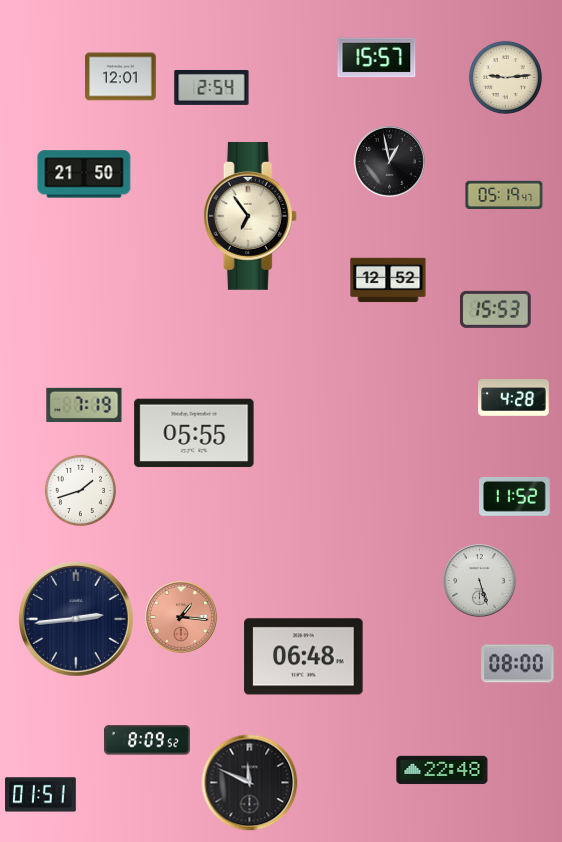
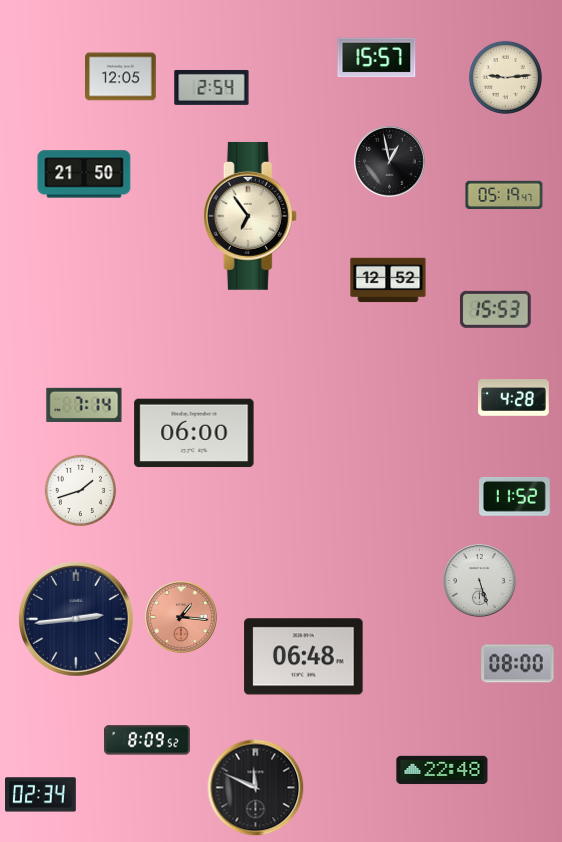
clock at (121, 77): 12:01 -> 12:05
clock at (84, 405): 7:19 -> 7:14
clock at (194, 433): 05:55 -> 06:00
clock at (250, 783) position: (250, 783) -> (256, 788)
clock at (41, 795): 01:51 -> 02:34
